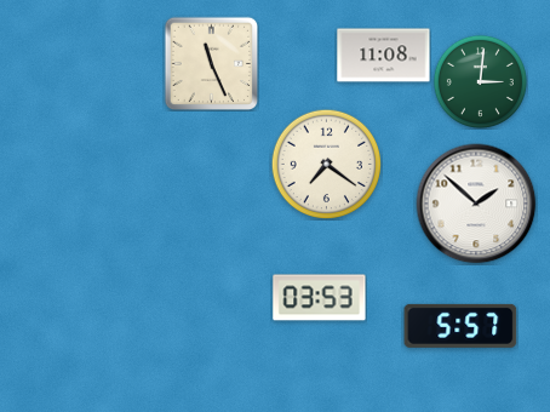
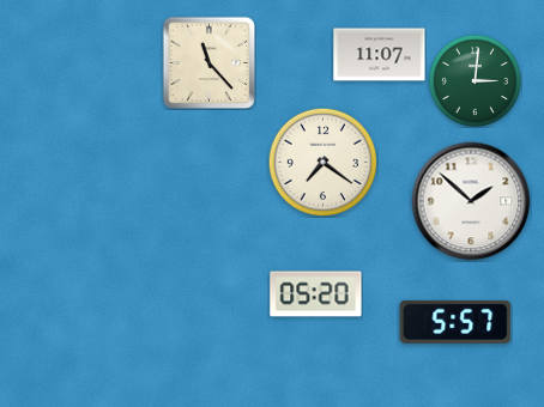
clock at (384, 56): 11:08 -> 11:07
clock at (211, 63): 11:26 -> 11:23
clock at (320, 298): 03:53 -> 05:20
